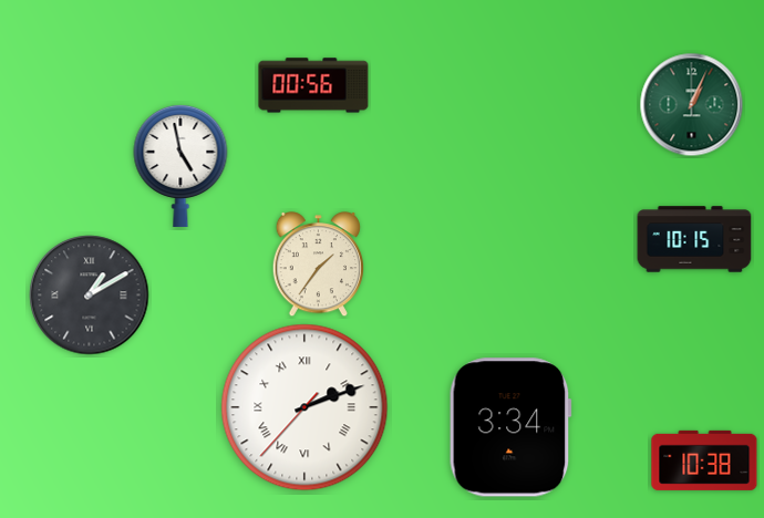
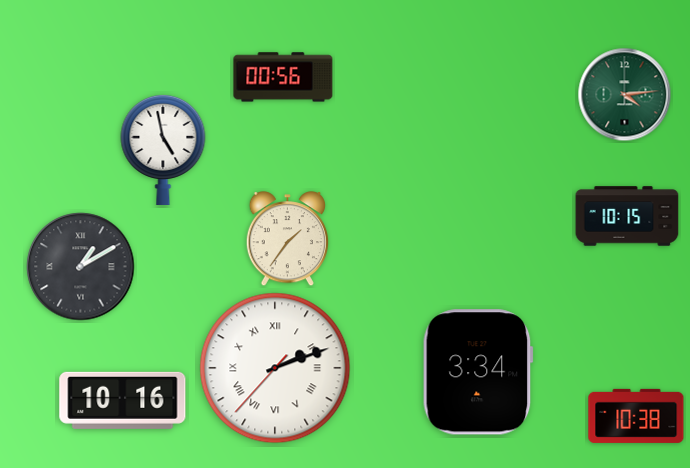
clock at (692, 105): 1:04 -> 4:14
clock at (510, 427) position: (510, 427) -> (478, 372)
clock at (123, 400): none -> 10:16
